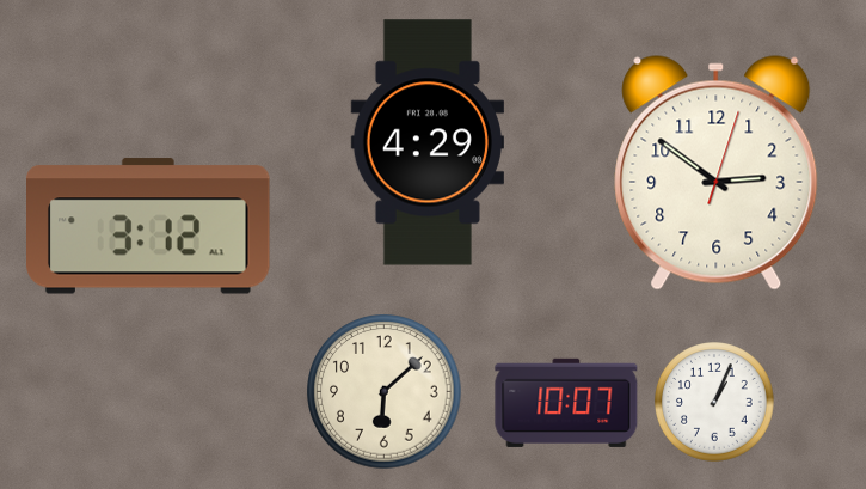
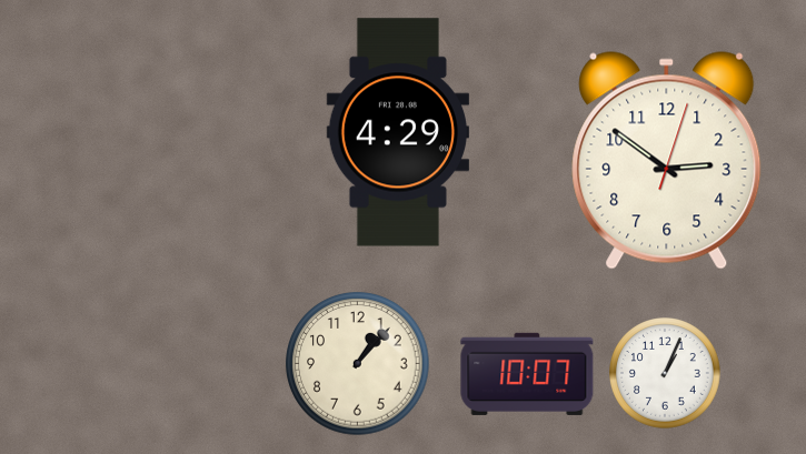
clock at (149, 226): 3:12 -> none
clock at (385, 392): 6:08 -> 1:07
